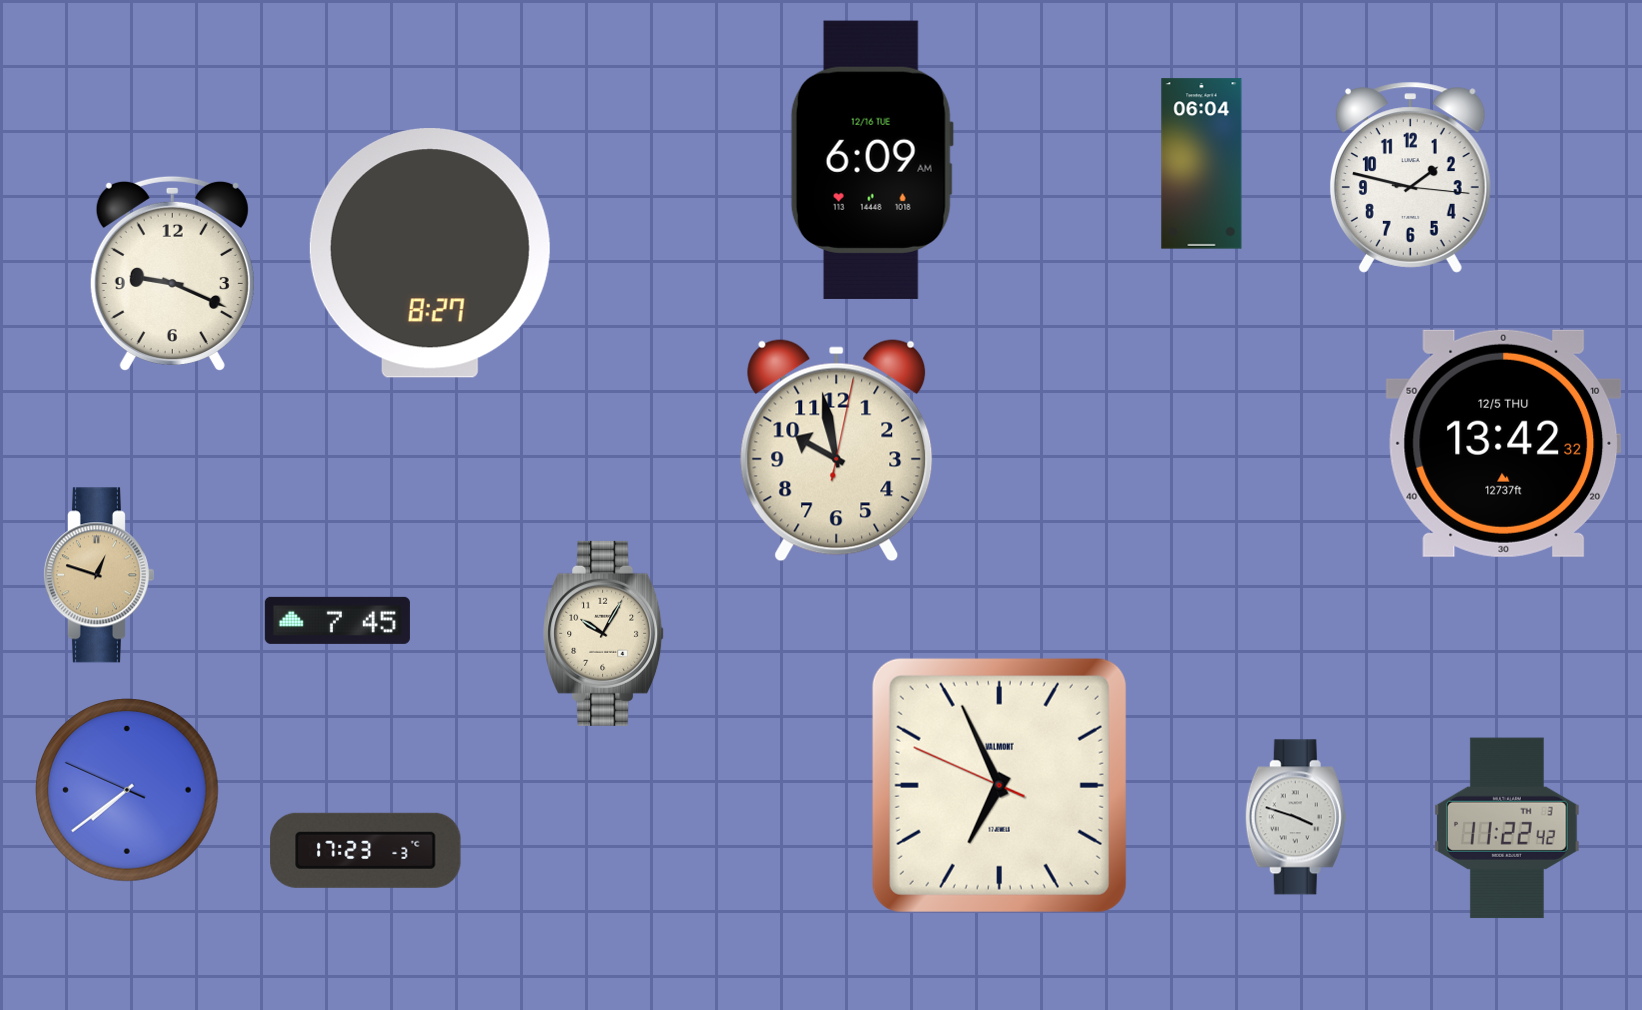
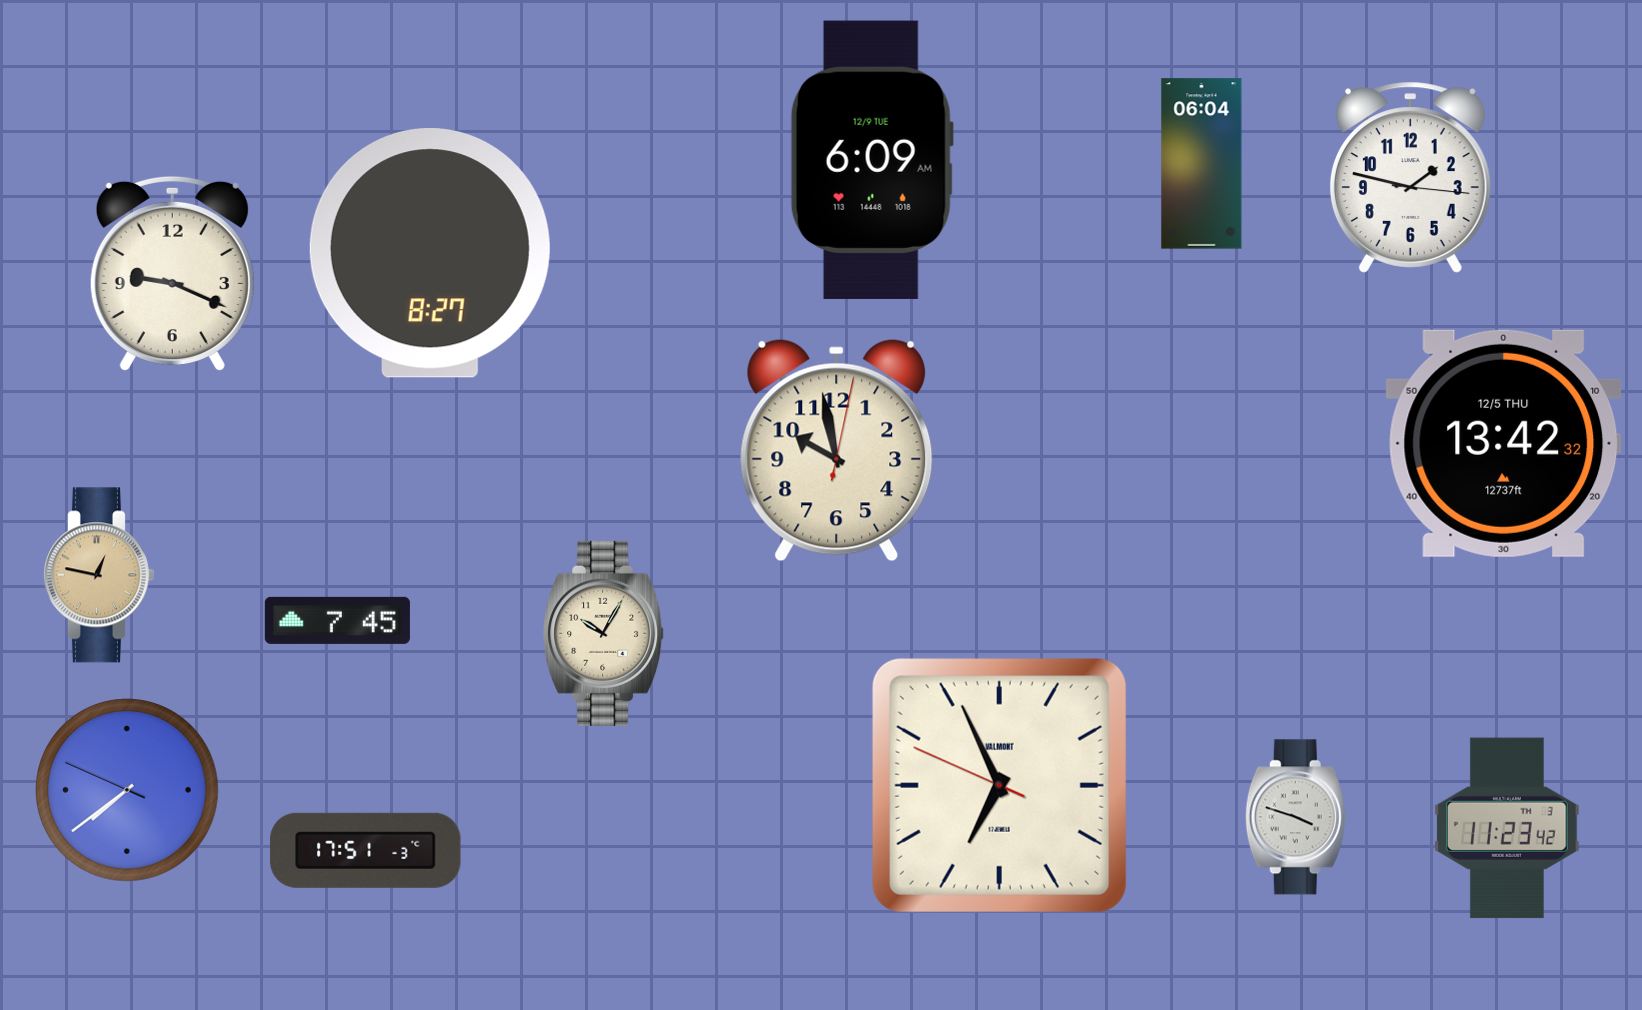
clock at (872, 160) date: 12/16 TUE -> 12/9 TUE
clock at (98, 575): 12:48 -> 12:47
clock at (1508, 828): 11:22 -> 11:23
clock at (366, 850): 17:23 -> 17:51
